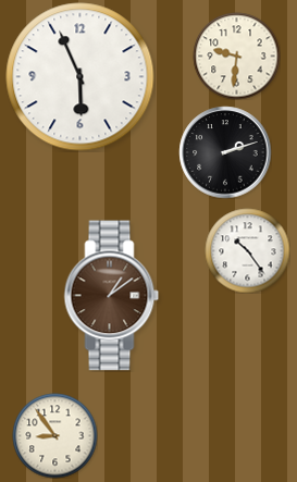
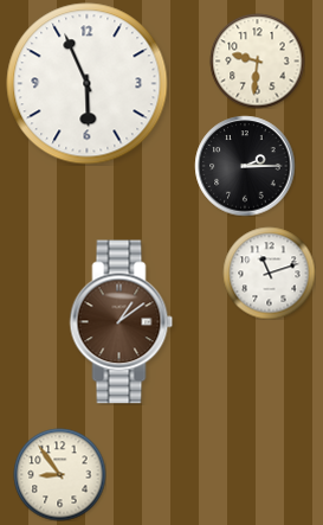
clock at (225, 152): 2:12 -> 2:15
clock at (247, 250): 10:24 -> 11:12
